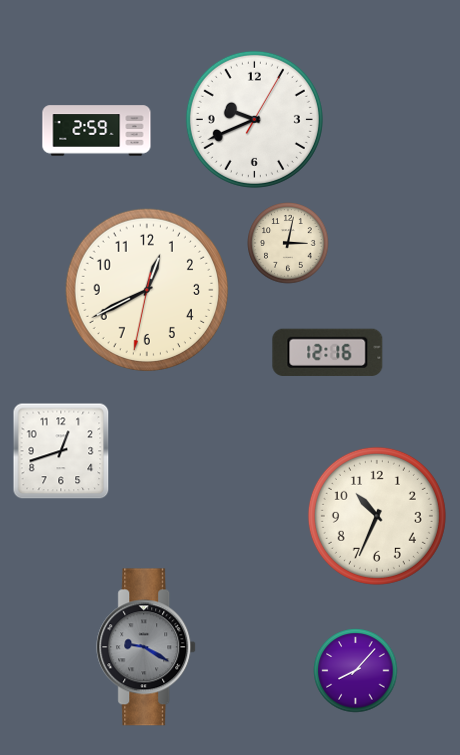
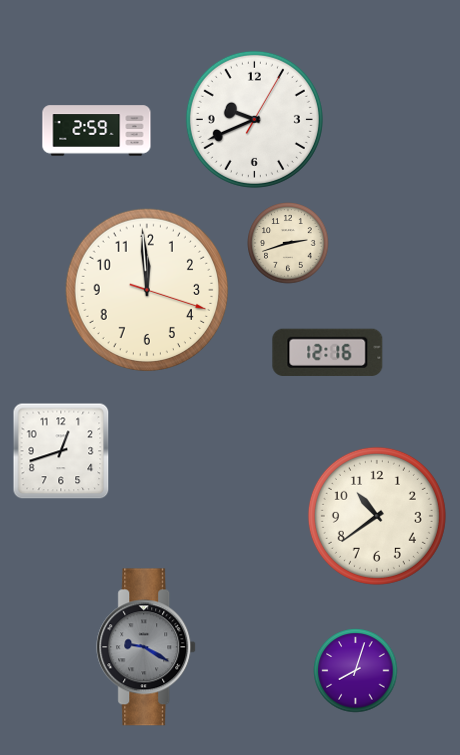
clock at (288, 243): 3:02 -> 2:42
clock at (146, 289): 12:40 -> 11:59
clock at (377, 516): 10:34 -> 10:39
clock at (356, 671): 8:07 -> 8:03
